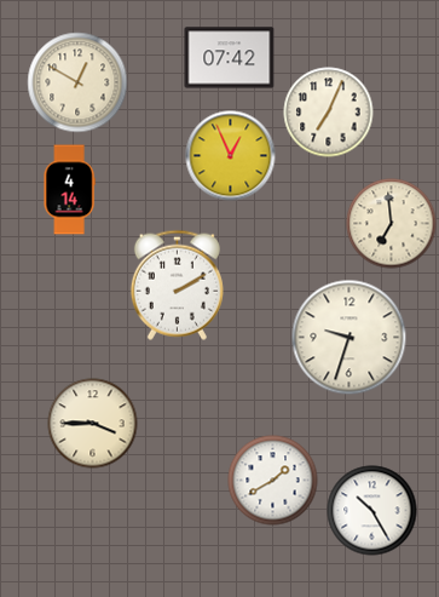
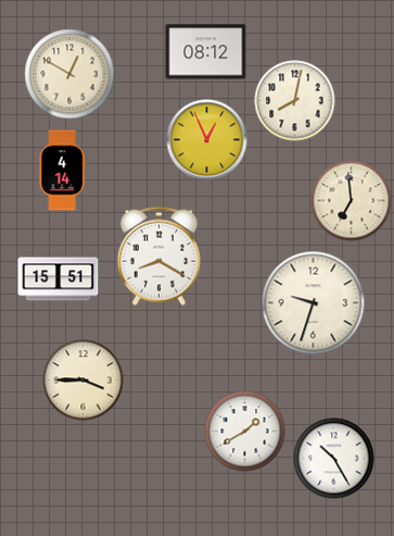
clock at (230, 58): 07:42 -> 08:12
clock at (329, 113): 7:04 -> 8:02
clock at (177, 285): 2:10 -> 8:20
clock at (59, 279): none -> 15:51
